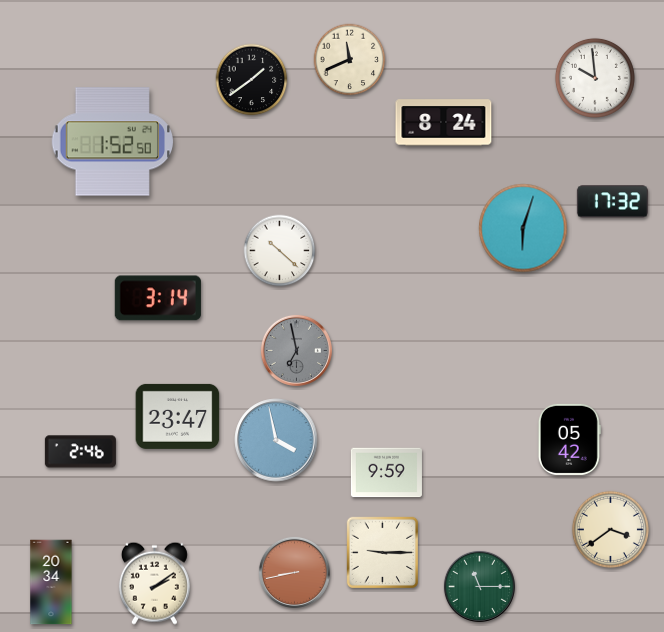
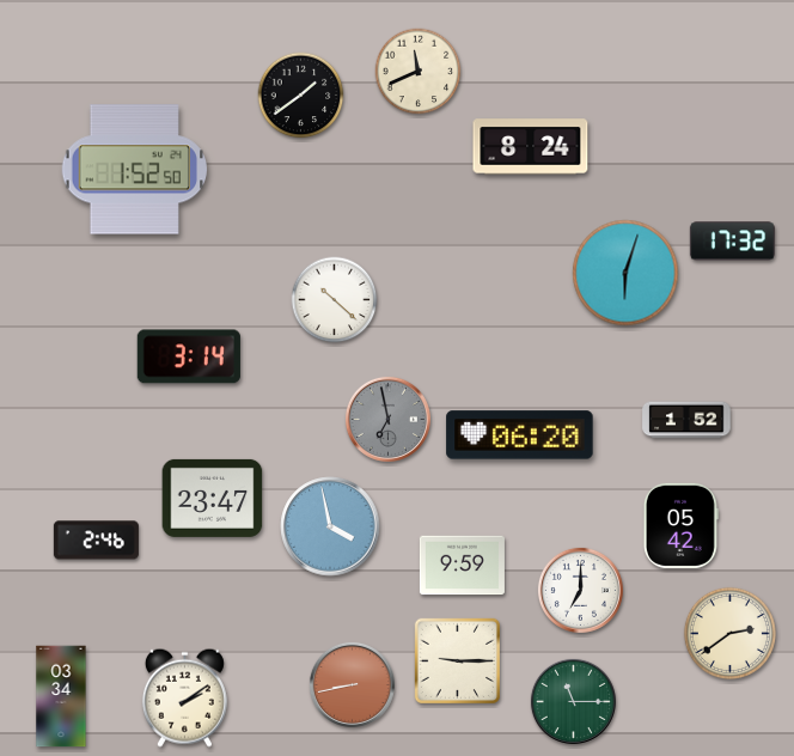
clock at (595, 78): 9:59 -> none
clock at (296, 350) position: (296, 350) -> (387, 419)
clock at (686, 420): none -> 1:52
clock at (520, 435): none -> 06:20
clock at (580, 590): none -> 7:00
clock at (610, 529): 3:39 -> 2:39
clock at (51, 582): 20:34 -> 03:34
